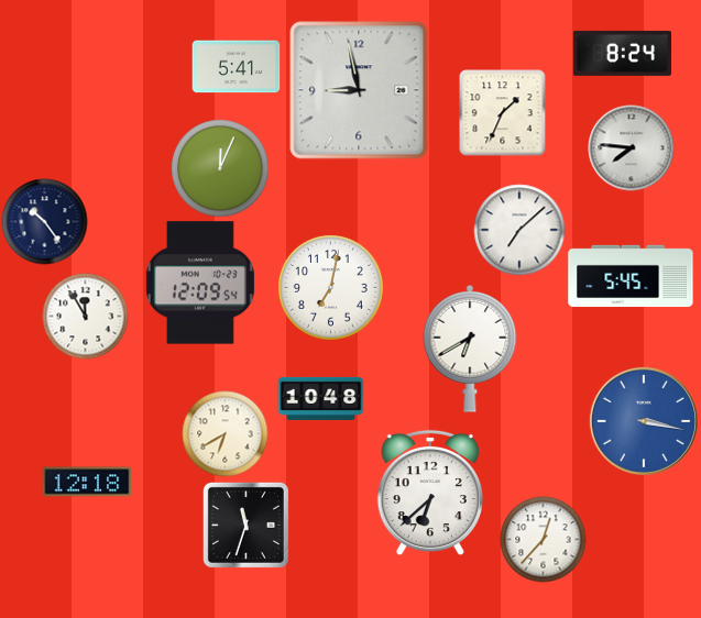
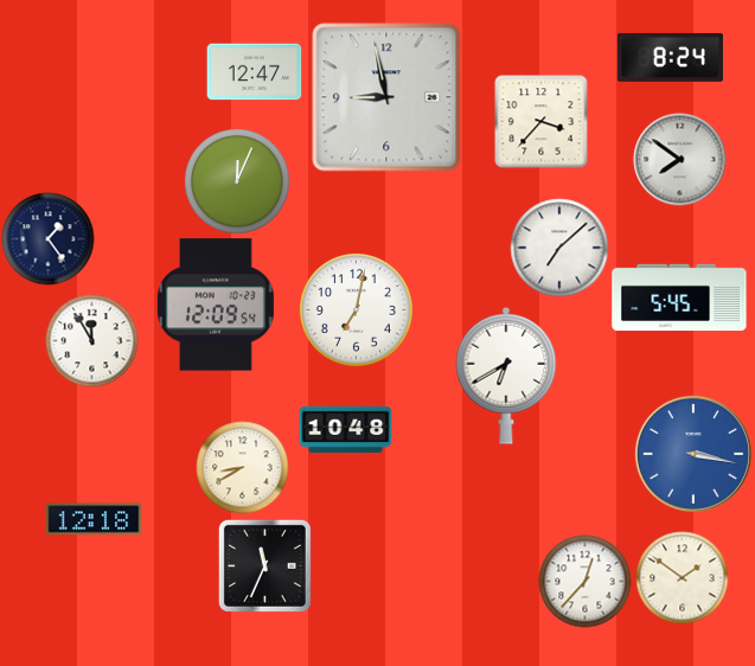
clock at (236, 67): 5:41 -> 12:47
clock at (502, 112): 1:34 -> 3:37
clock at (631, 147): 7:46 -> 7:51
clock at (44, 221): 10:24 -> 1:24
clock at (224, 433): 6:40 -> 8:40
clock at (430, 493): 6:38 -> none
clock at (245, 525): 11:33 -> 11:34
clock at (682, 577): none -> 1:51
